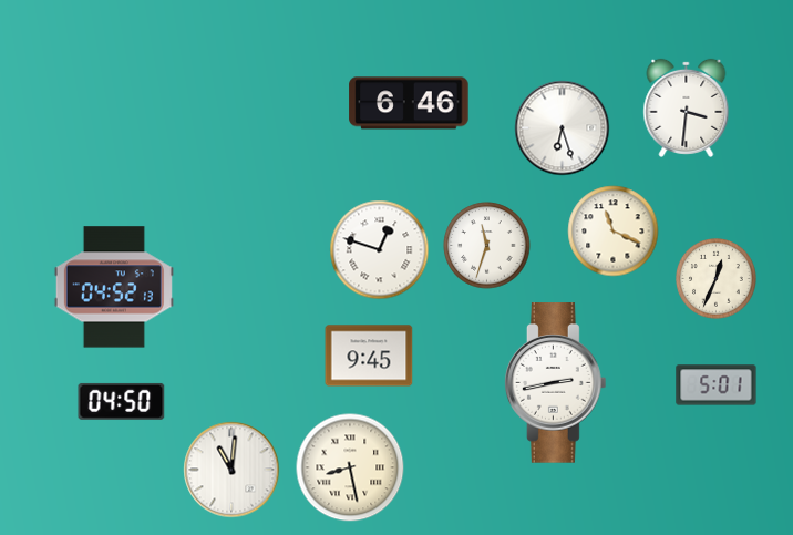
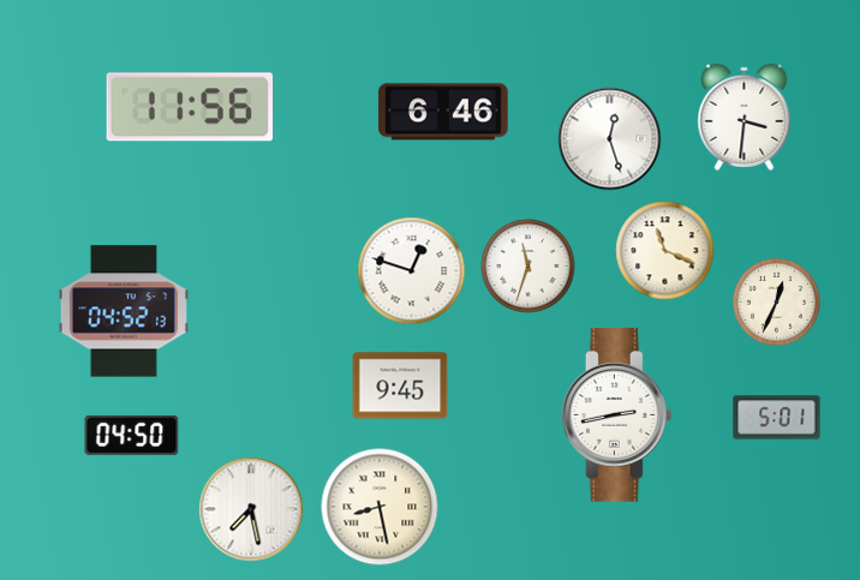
clock at (189, 107): none -> 11:56
clock at (563, 128): 6:27 -> 12:27
clock at (556, 383) position: (556, 383) -> (617, 415)
clock at (231, 470): 11:01 -> 7:28
